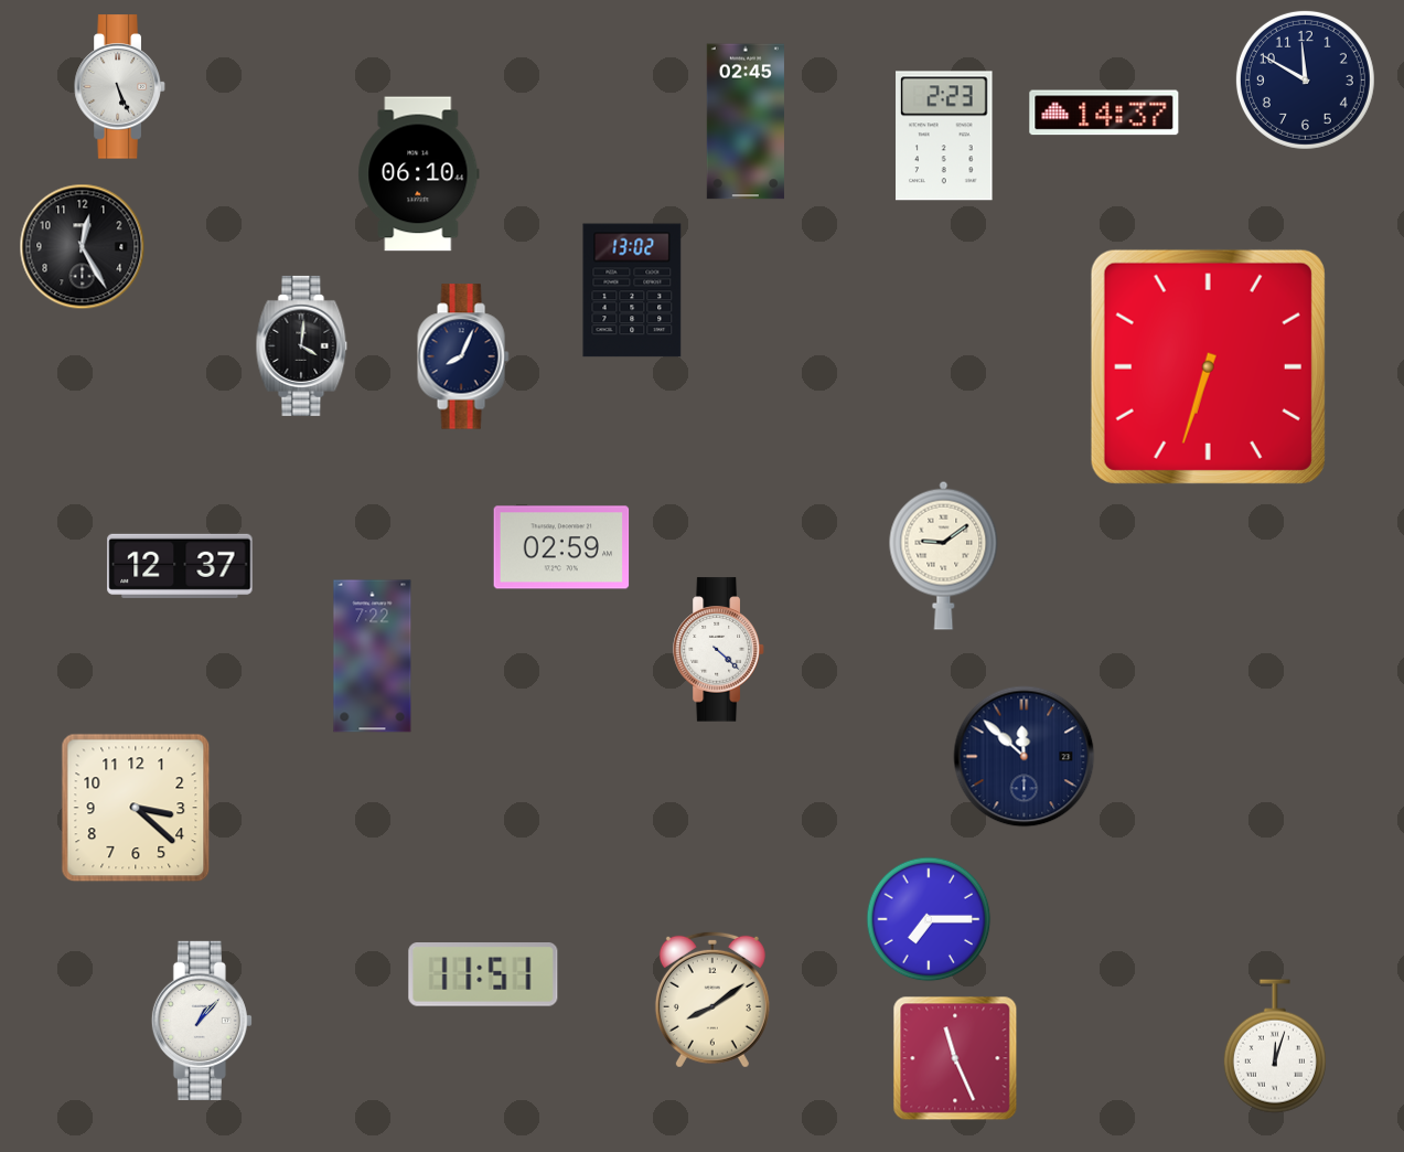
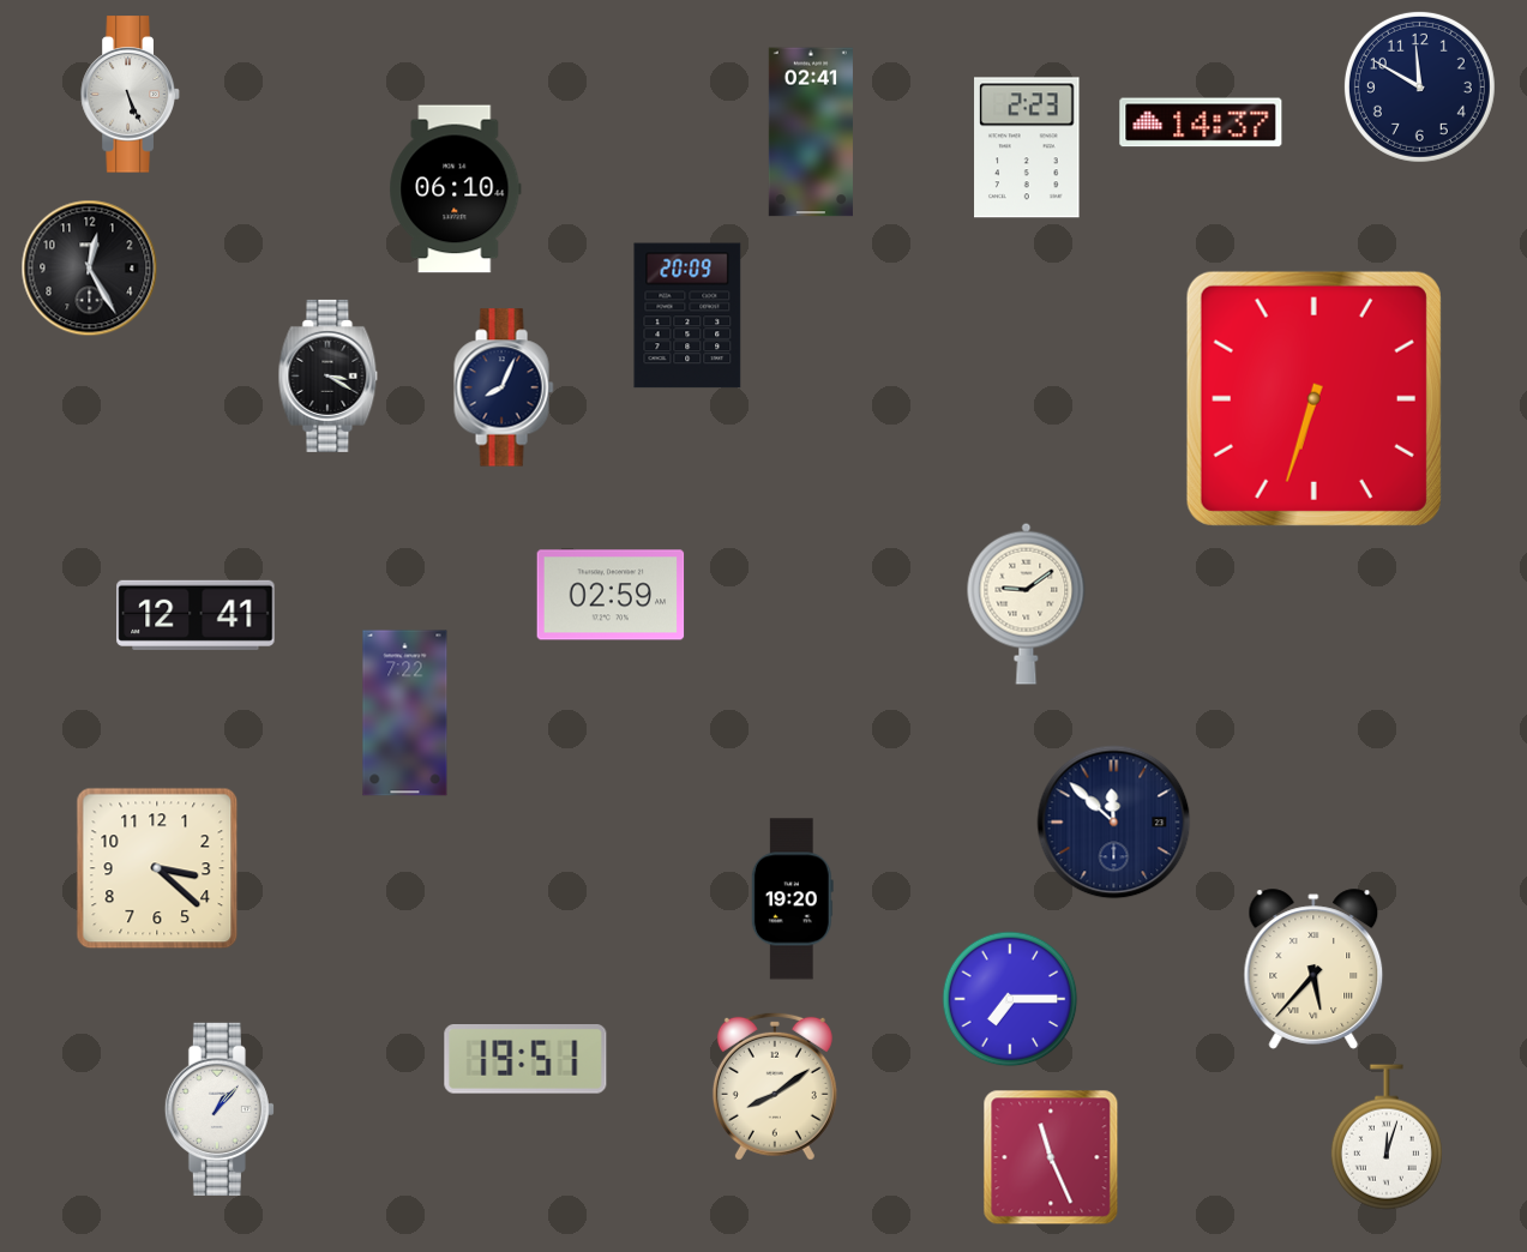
clock at (746, 121): 02:45 -> 02:41
clock at (632, 290): 13:02 -> 20:09
clock at (302, 345): 4:01 -> 3:20
clock at (180, 566): 12:37 -> 12:41
clock at (719, 650): 4:22 -> none
clock at (136, 808) position: (136, 808) -> (157, 868)
clock at (792, 899): none -> 19:20
clock at (1313, 969): none -> 5:37
clock at (483, 975): 11:51 -> 19:51
clock at (955, 1058) position: (955, 1058) -> (1051, 1157)
